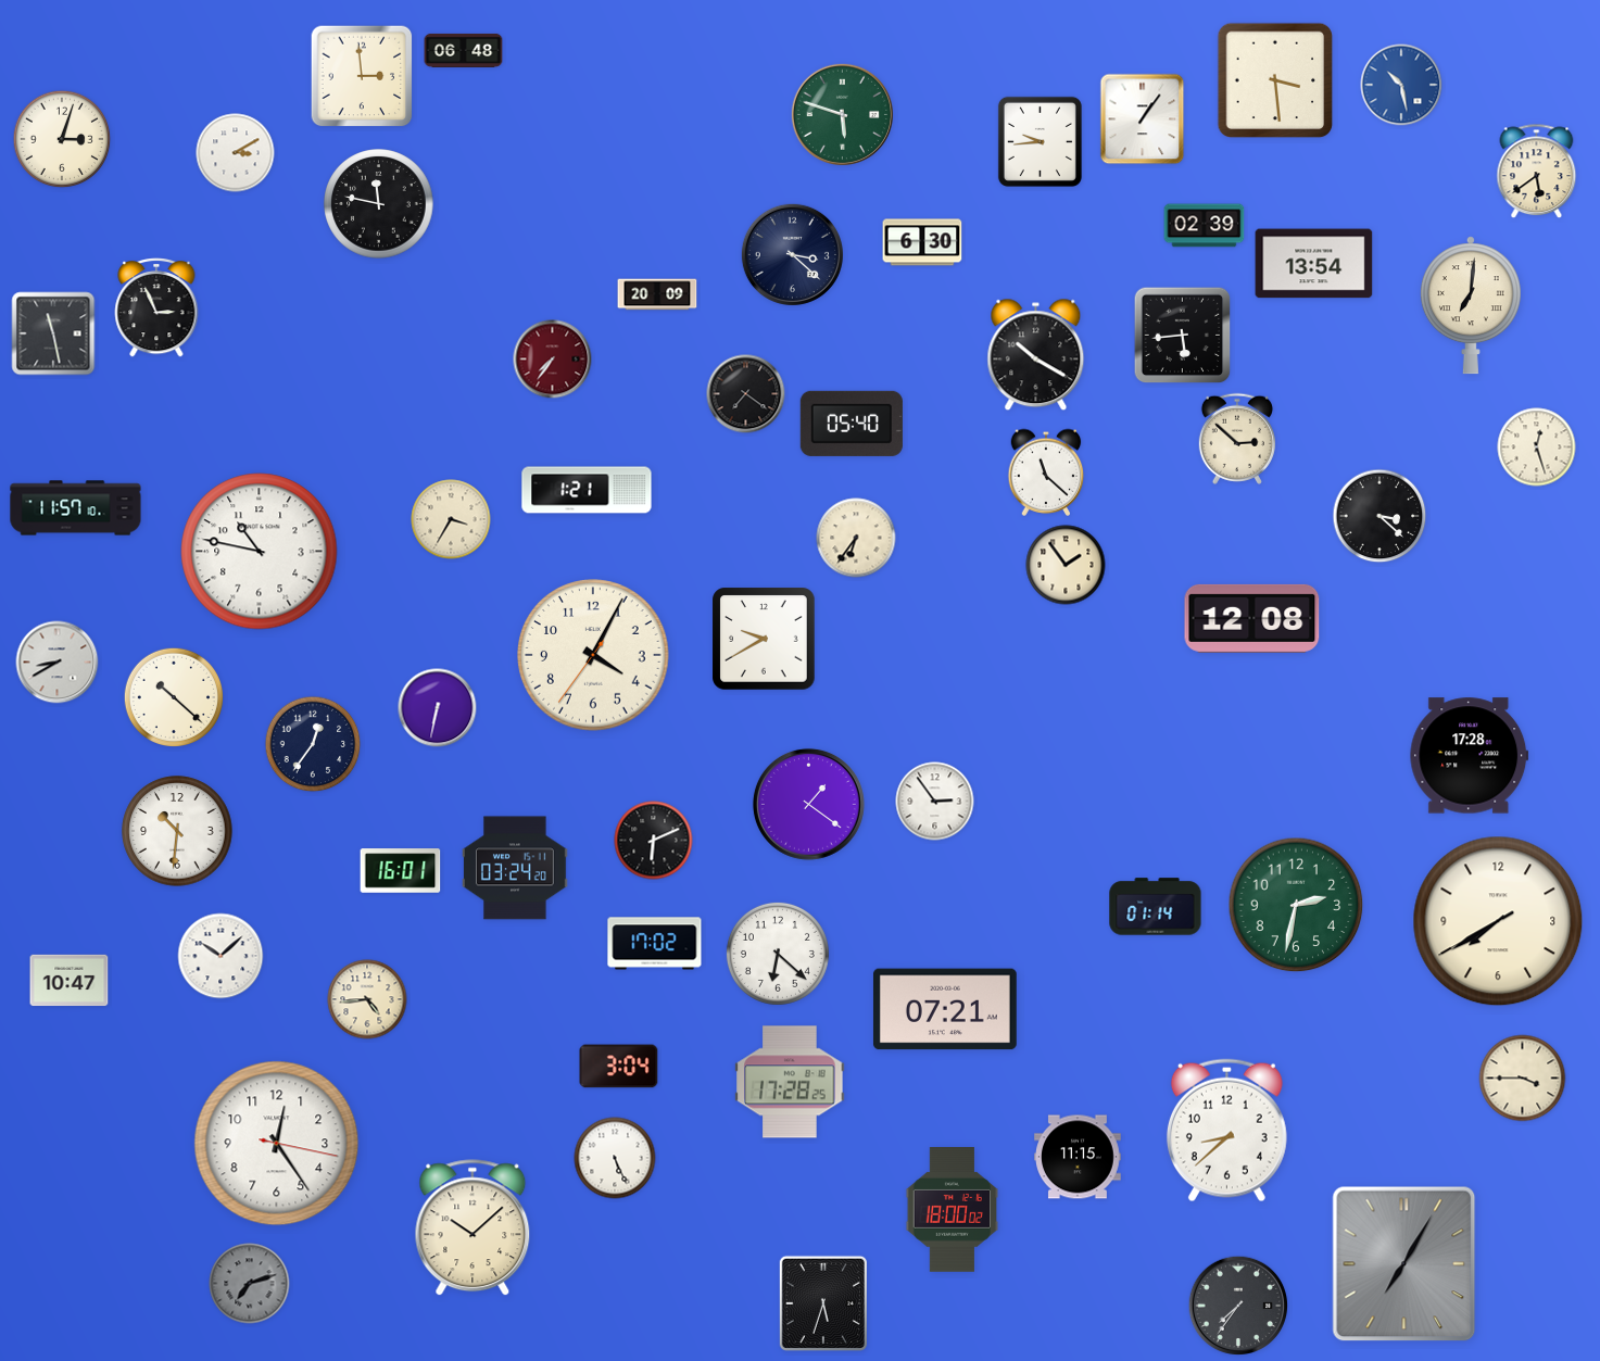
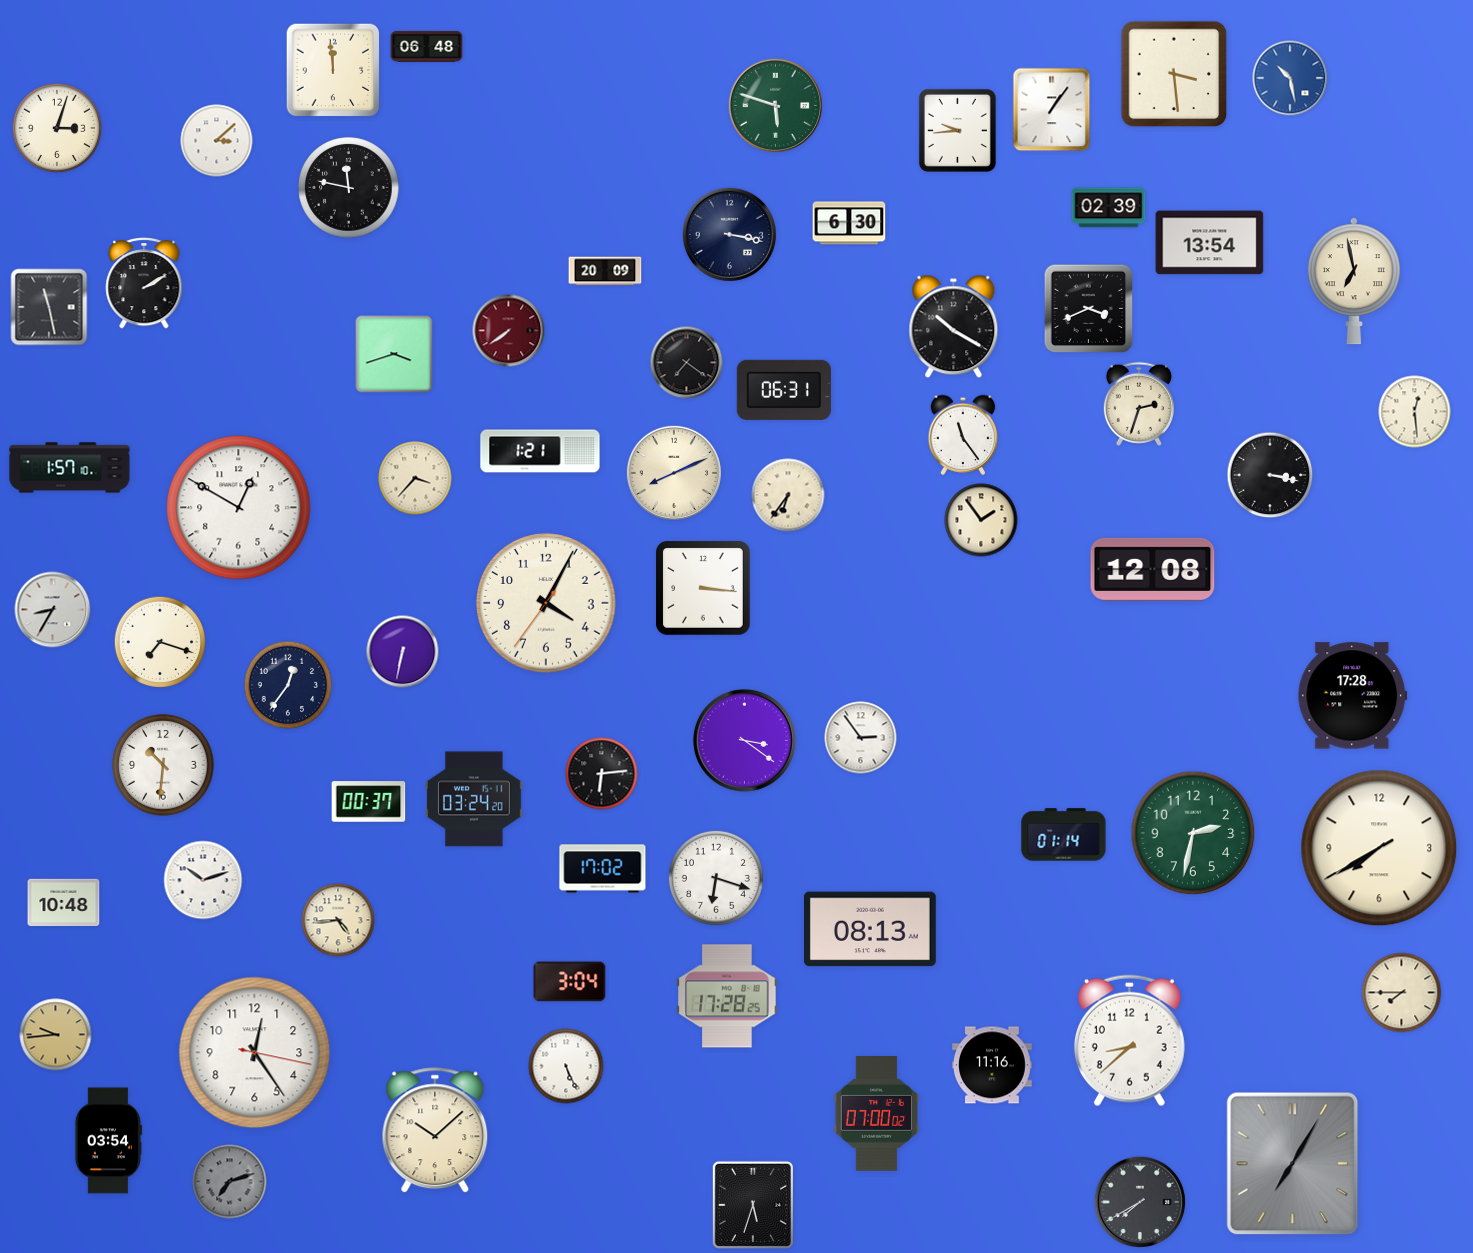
clock at (362, 76): 2:59 -> 11:59
clock at (236, 153): 3:10 -> 3:08
clock at (1537, 172): 5:39 -> none
clock at (792, 254): 3:22 -> 3:17
clock at (1471, 305): 7:01 -> 6:58
clock at (156, 308): 2:56 -> 2:10
clock at (1183, 336): 5:44 -> 3:41
clock at (553, 360): 7:36 -> 7:39
clock at (394, 354): none -> 3:42
clock at (852, 424): 05:40 -> 06:31
clock at (1237, 439): 2:52 -> 2:33
clock at (1537, 448): 12:27 -> 12:29
clock at (1046, 472): 11:22 -> 11:24
clock at (76, 508): 11:57 -> 1:57
clock at (674, 473): none -> 8:11
clock at (1379, 516): 3:22 -> 3:17
clock at (451, 519): 3:35 -> 3:37
clock at (260, 552): 10:47 -> 12:50
clock at (764, 639): 9:40 -> 3:16
clock at (58, 663): 8:40 -> 8:35
clock at (173, 696): 10:22 -> 7:18
clock at (808, 804): 1:21 -> 3:21
clock at (654, 841): 6:11 -> 6:14
clock at (401, 871): 16:01 -> 00:37
clock at (778, 954): 6:22 -> 6:18
clock at (221, 956): 10:08 -> 10:12
clock at (70, 981): 10:47 -> 10:48
clock at (945, 1009): 07:21 -> 08:13
clock at (1523, 1079): 3:45 -> 7:45
clock at (56, 1035): none -> 9:44
clock at (1079, 1157): 11:15 -> 11:16
clock at (953, 1210): 18:00 -> 07:00
clock at (109, 1141): none -> 03:54
clock at (823, 1303) position: (823, 1303) -> (753, 1205)
clock at (1238, 1306): 7:36 -> 7:40
